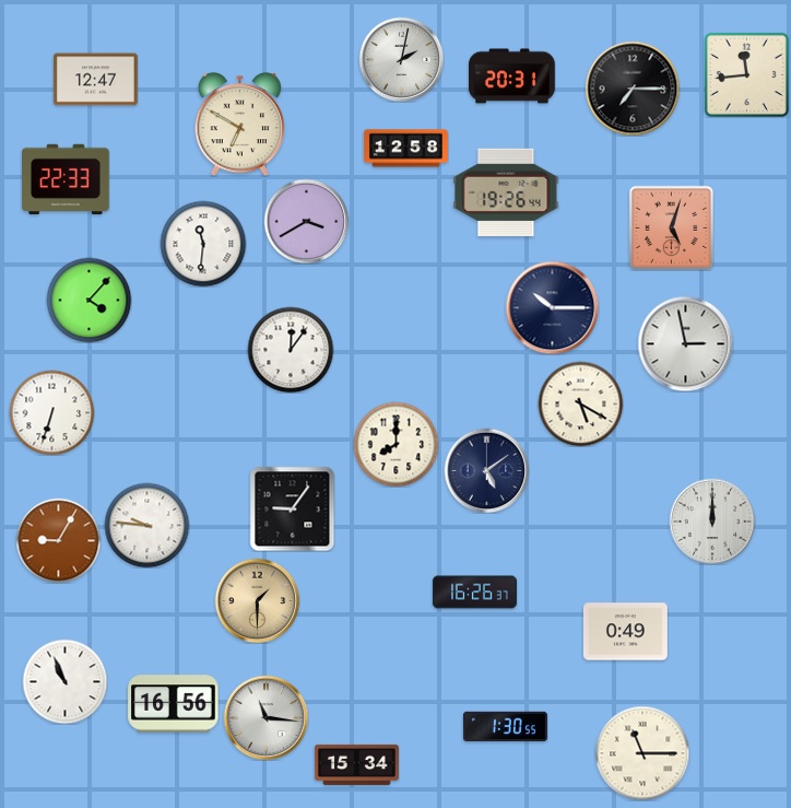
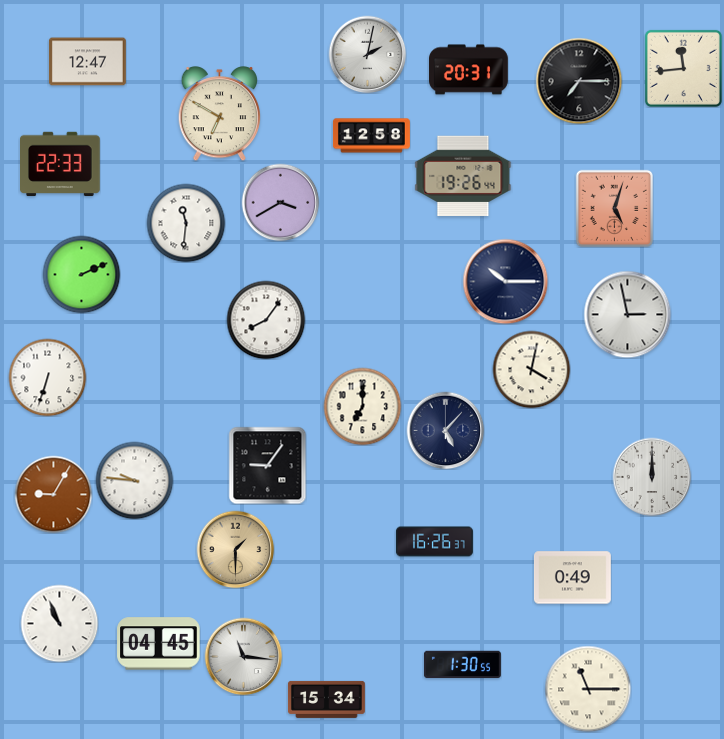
clock at (95, 80) position: (95, 80) -> (87, 62)
clock at (88, 300): 4:07 -> 2:11
clock at (291, 350): 12:06 -> 8:06
clock at (580, 403): 5:20 -> 4:02
clock at (395, 444): 8:00 -> 7:00
clock at (486, 470): 5:09 -> 5:07
clock at (174, 704): 16:56 -> 04:45
